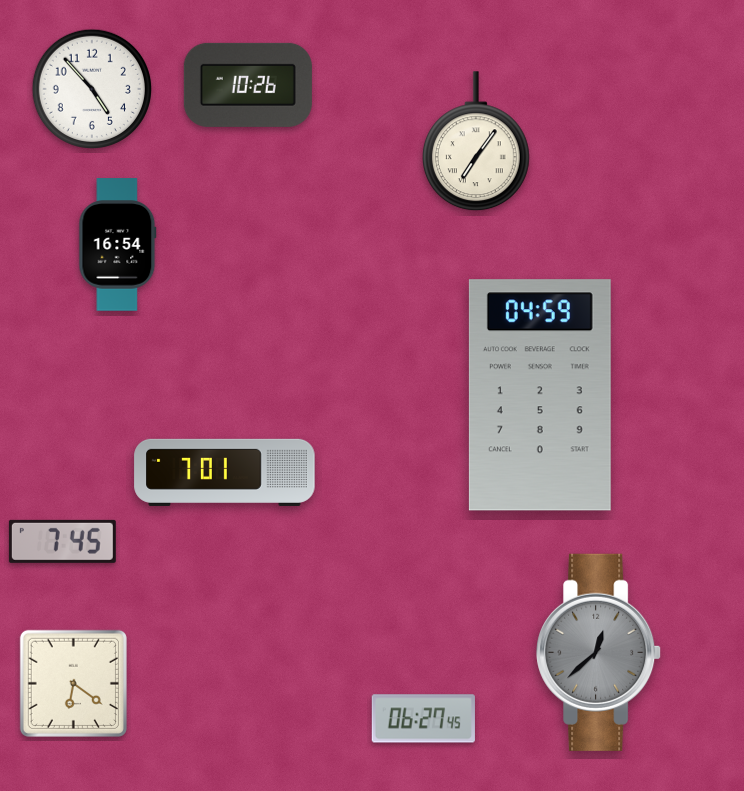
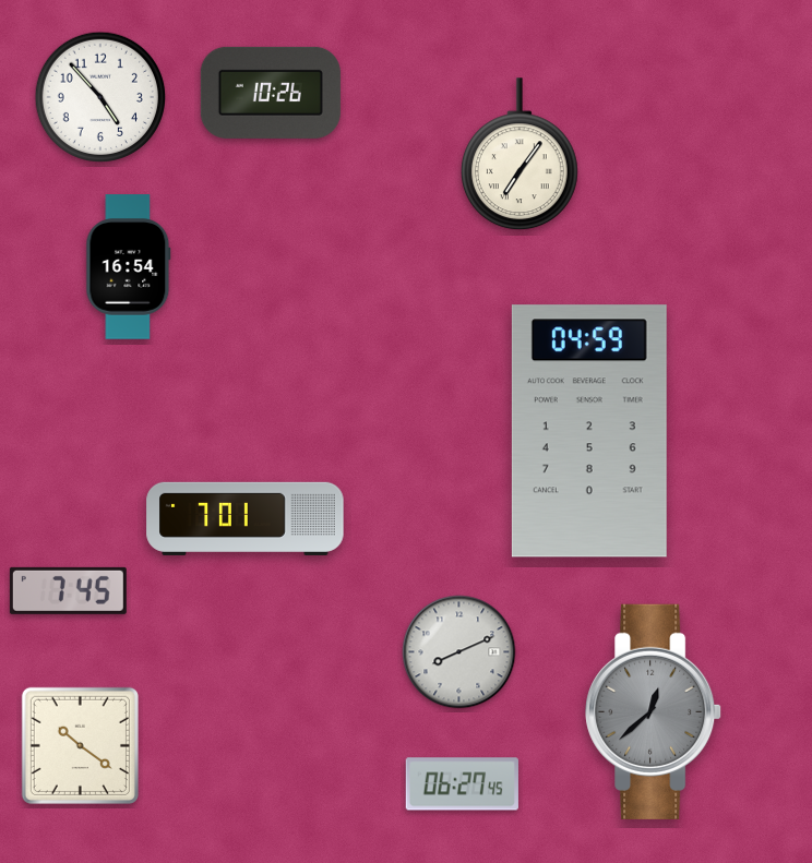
clock at (225, 472) position: (225, 472) -> (246, 518)
clock at (459, 652): none -> 8:11
clock at (73, 683): 6:21 -> 10:21
